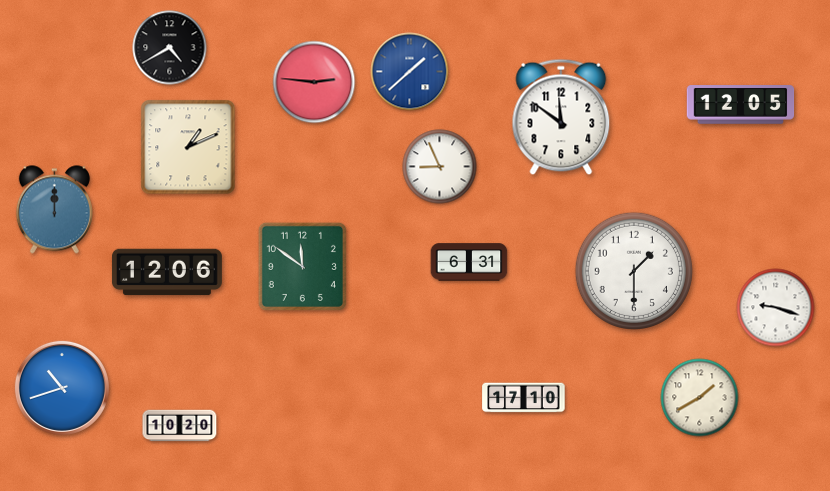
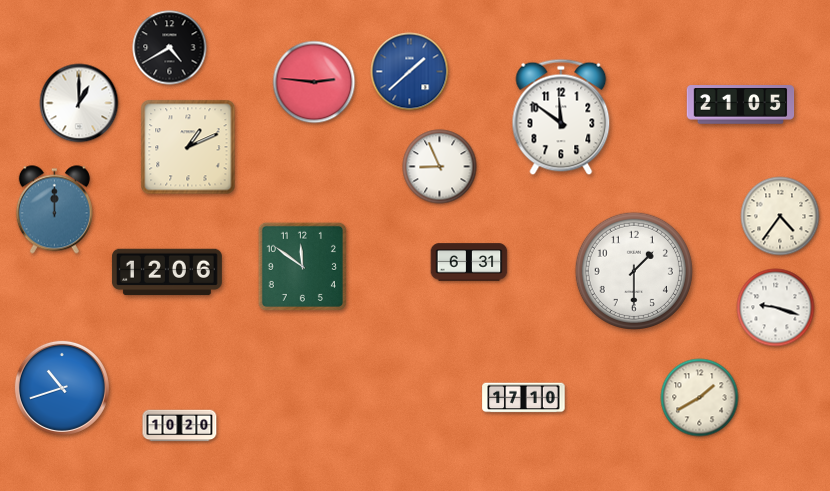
clock at (79, 103): none -> 1:00
clock at (741, 105): 12:05 -> 21:05
clock at (780, 216): none -> 4:36
